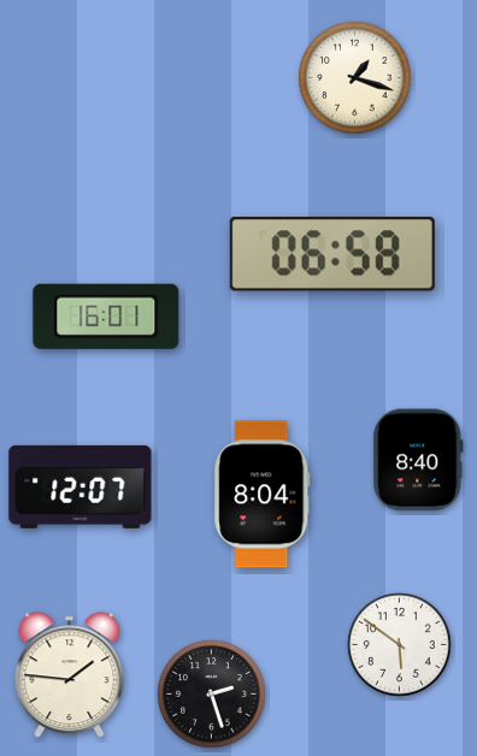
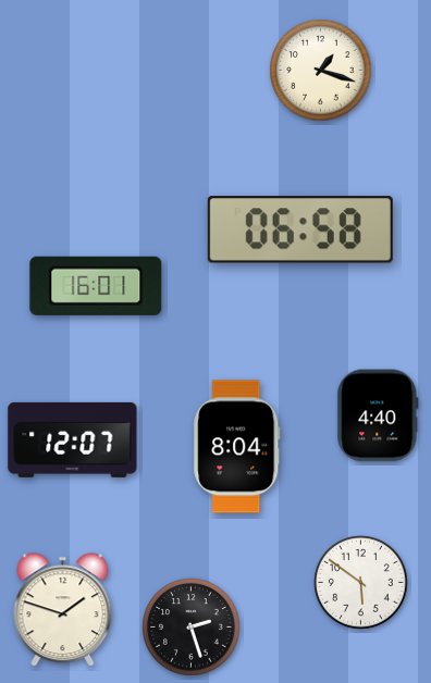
clock at (418, 460): 8:40 -> 4:40
clock at (70, 675): 1:46 -> 1:48
